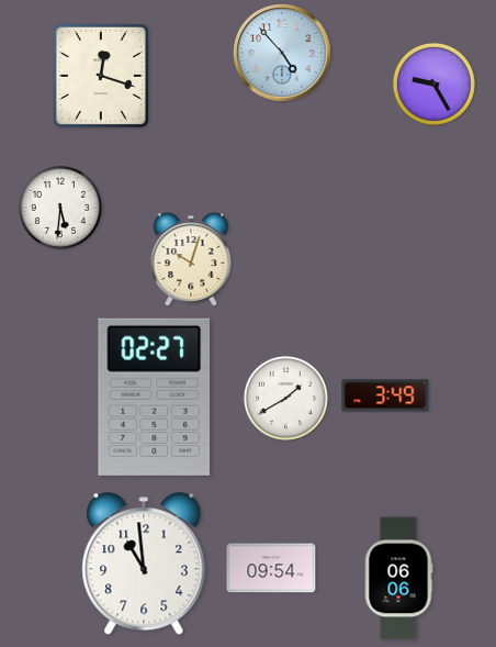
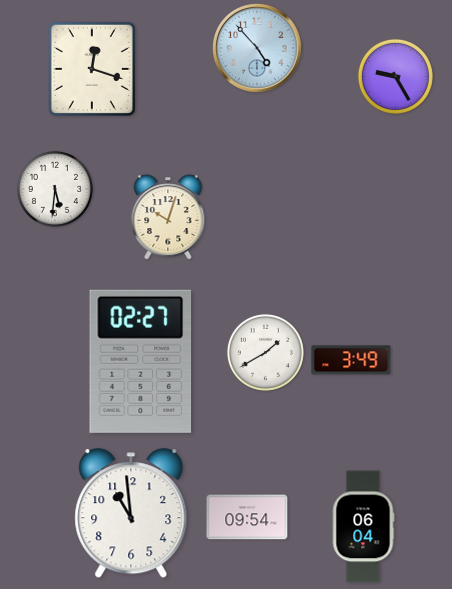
clock at (191, 259) position: (191, 259) -> (168, 217)
clock at (285, 398) position: (285, 398) -> (265, 352)
clock at (398, 579): 06:06 -> 06:04
